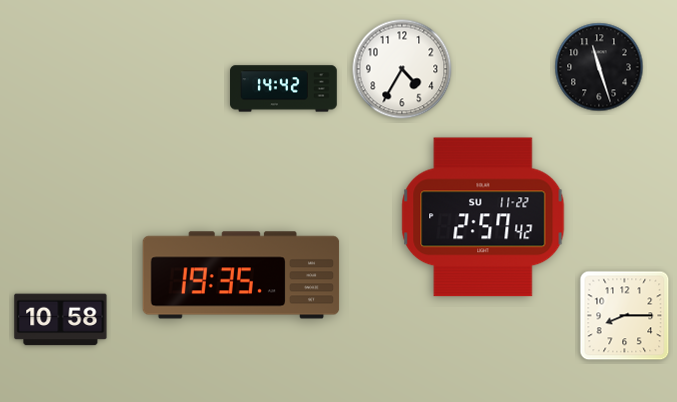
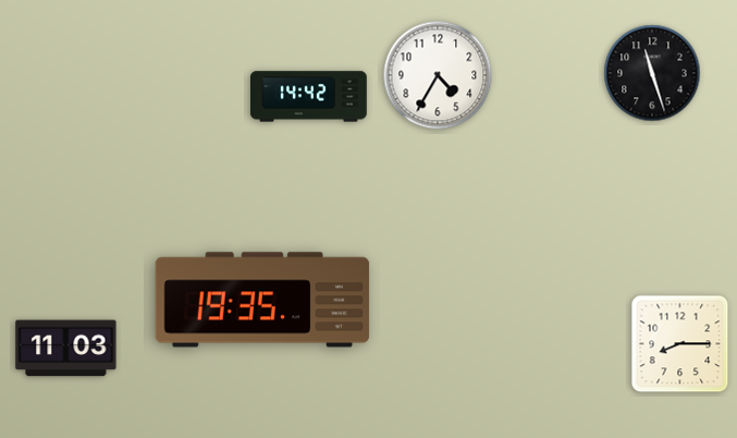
clock at (483, 217): 2:57 -> none
clock at (61, 320): 10:58 -> 11:03
